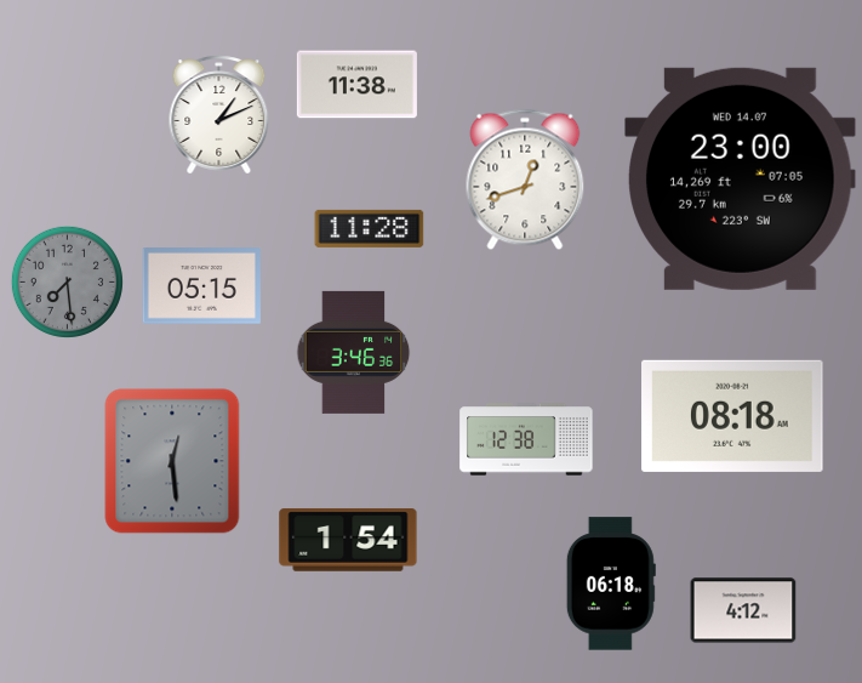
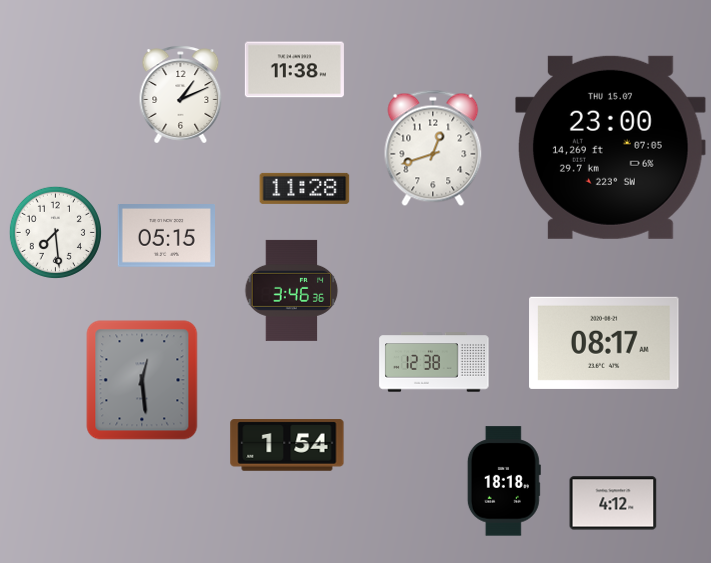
clock at (741, 178) date: WED 14.07 -> THU 15.07
clock at (67, 281) dial: grey -> white
clock at (732, 416): 08:18 -> 08:17
clock at (611, 584): 06:18 -> 18:18
